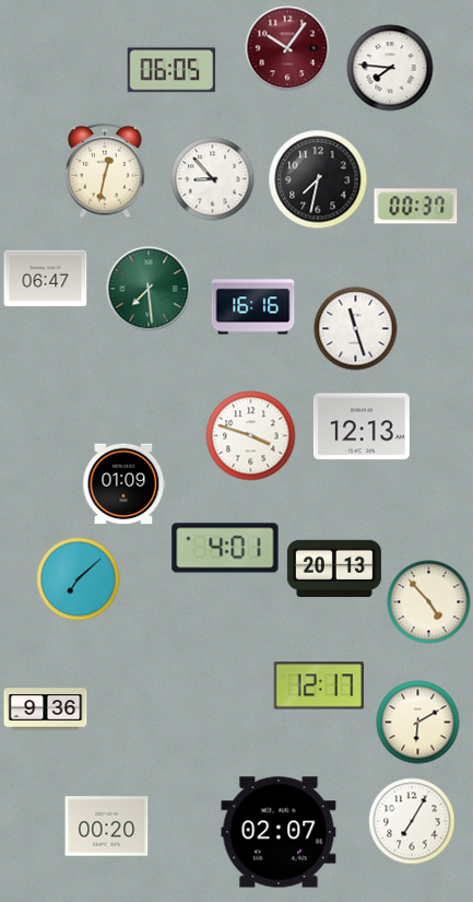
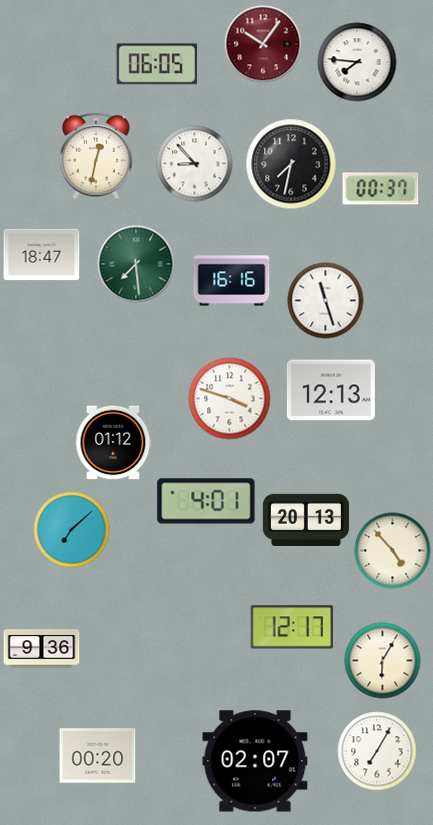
clock at (46, 279): 06:47 -> 18:47
clock at (123, 484): 01:09 -> 01:12
clock at (418, 723): 6:10 -> 6:05
